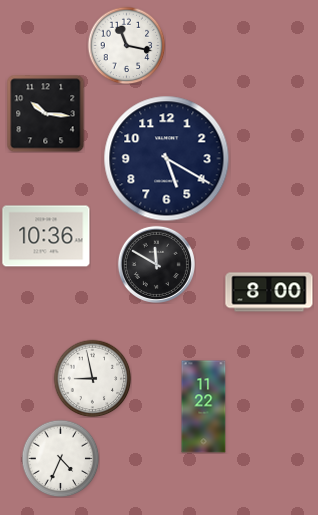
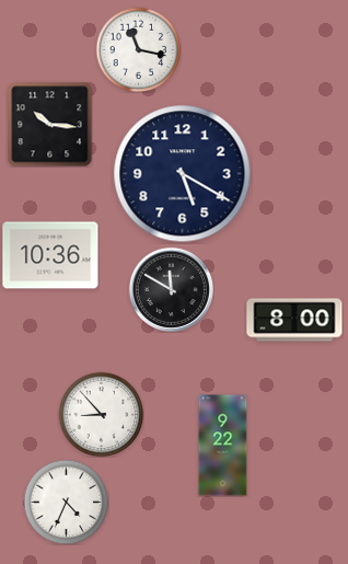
clock at (46, 236) position: (46, 236) -> (50, 255)
clock at (92, 378): 8:58 -> 8:53
clock at (204, 407): 11:22 -> 9:22
